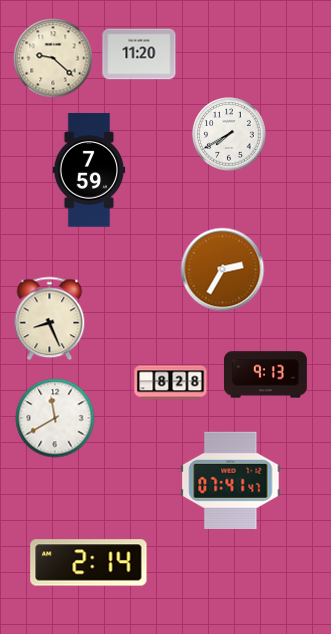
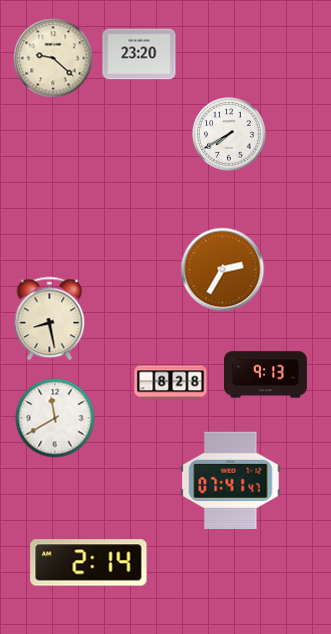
clock at (139, 54): 11:20 -> 23:20
clock at (89, 170): 7:59 -> none
clock at (50, 319): 8:26 -> 8:28
